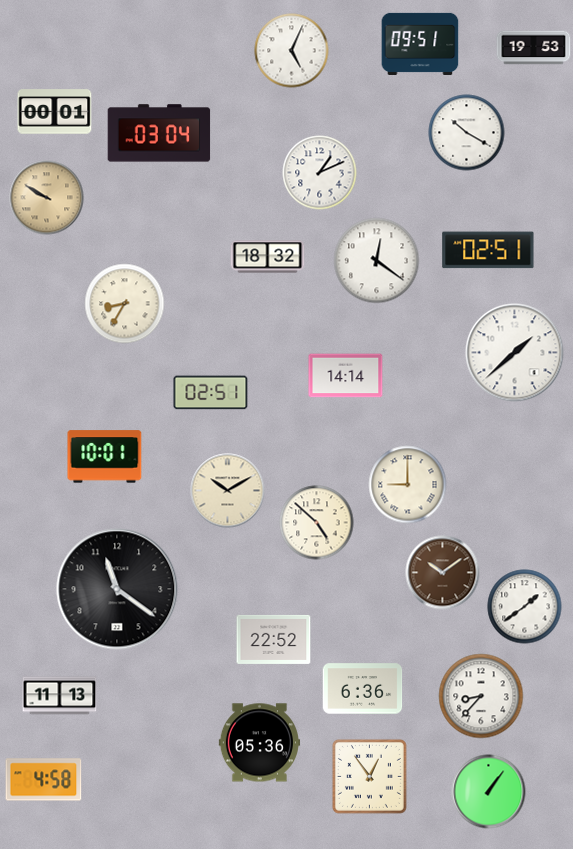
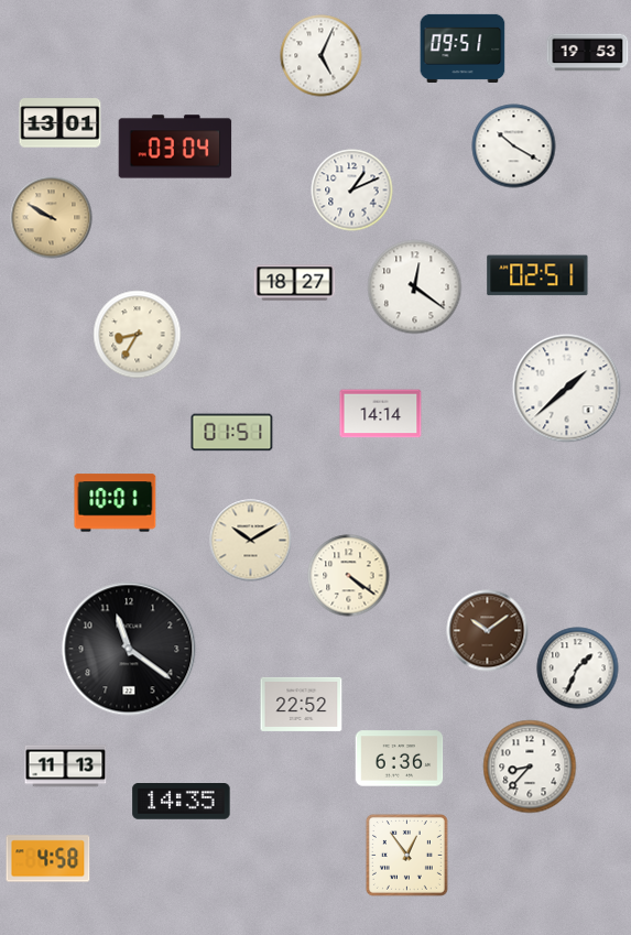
clock at (55, 112): 00:01 -> 13:01
clock at (268, 257): 18:32 -> 18:27
clock at (211, 393): 02:51 -> 01:51
clock at (408, 485): 9:00 -> none
clock at (317, 523): 4:52 -> 4:21
clock at (525, 607): 1:39 -> 1:34
clock at (182, 802): none -> 14:35
clock at (259, 743): 05:36 -> none
clock at (489, 792): 1:06 -> none
